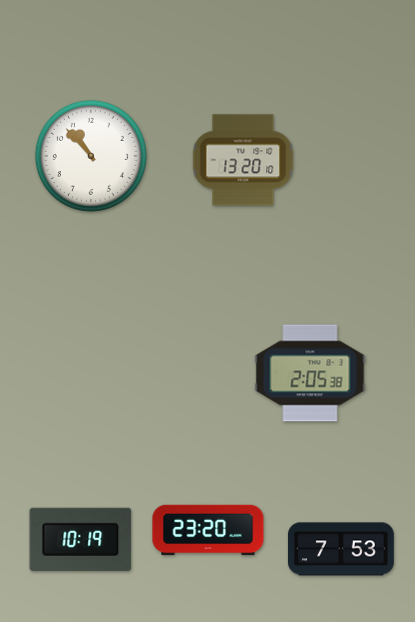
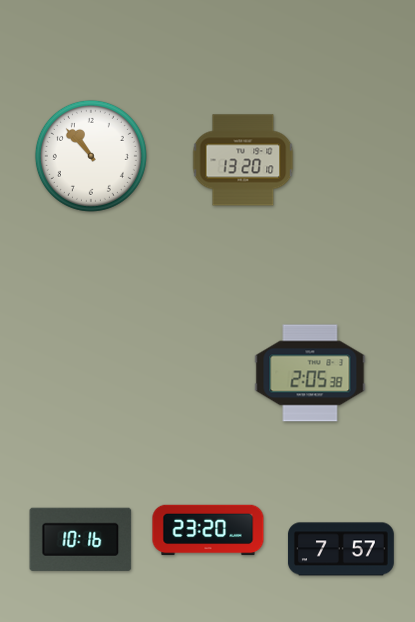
clock at (81, 539): 10:19 -> 10:16
clock at (341, 549): 7:53 -> 7:57
